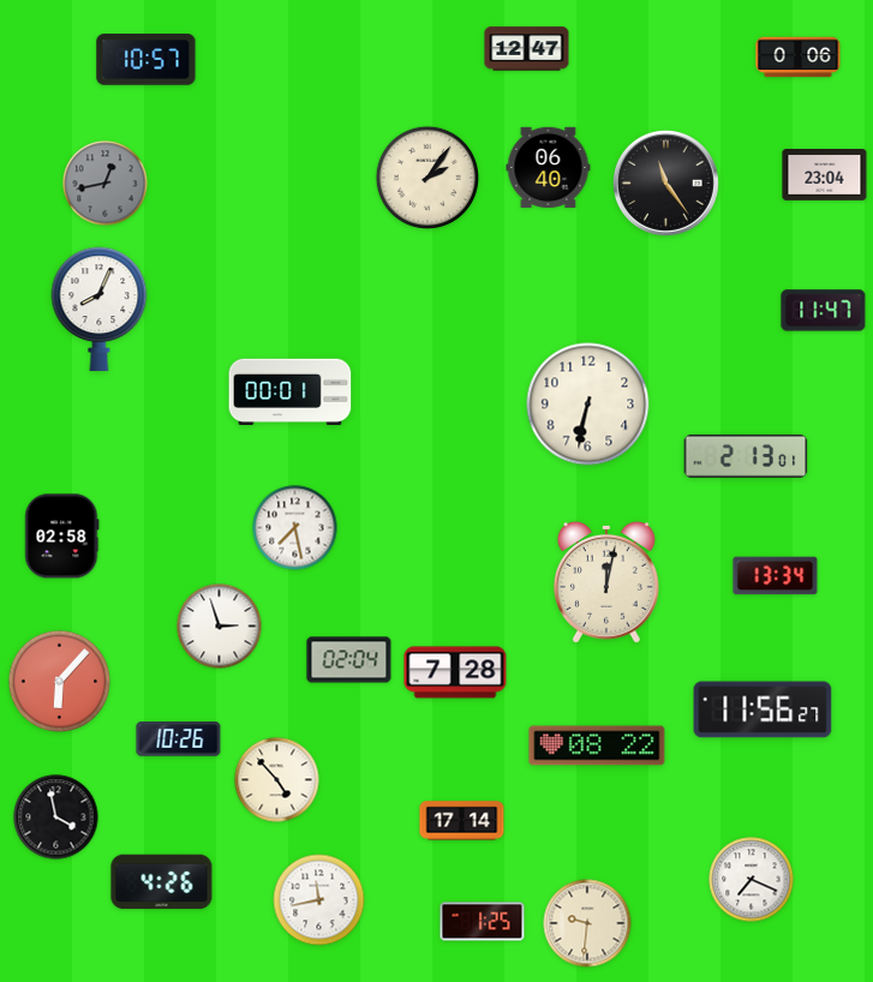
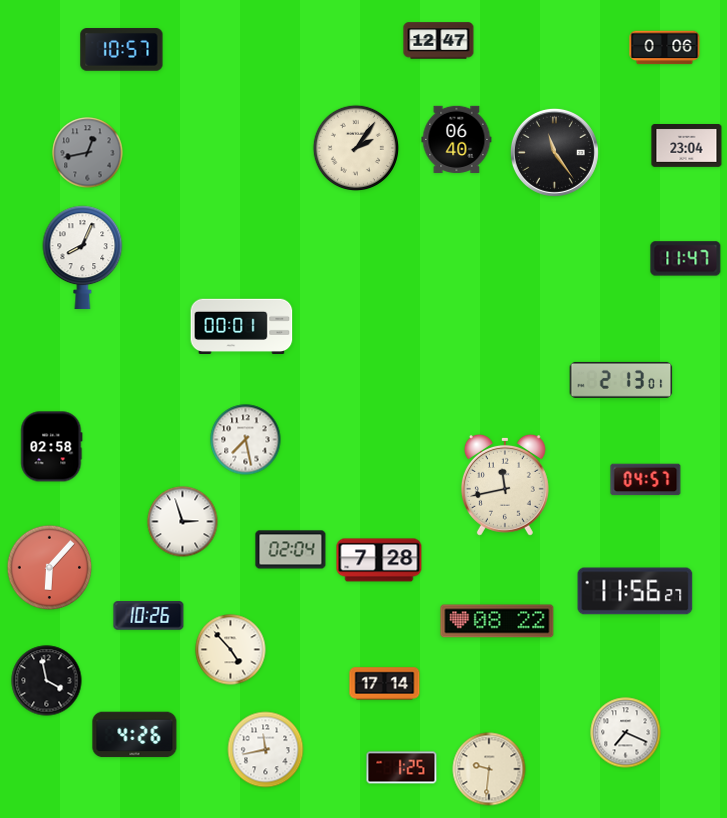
clock at (588, 405): 6:32 -> none
clock at (776, 576): 13:34 -> 04:57
clock at (606, 582): 12:02 -> 11:43
